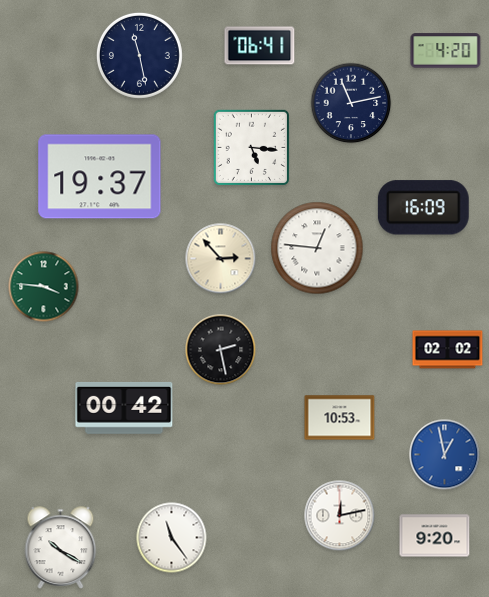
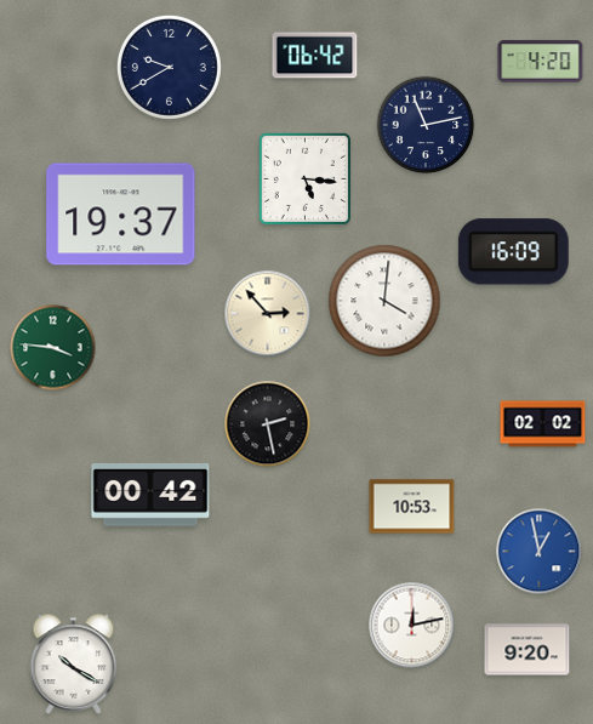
clock at (260, 46): 06:41 -> 06:42
clock at (139, 55): 11:28 -> 9:40
clock at (317, 248): 12:46 -> 4:01
clock at (172, 538): 11:24 -> none
